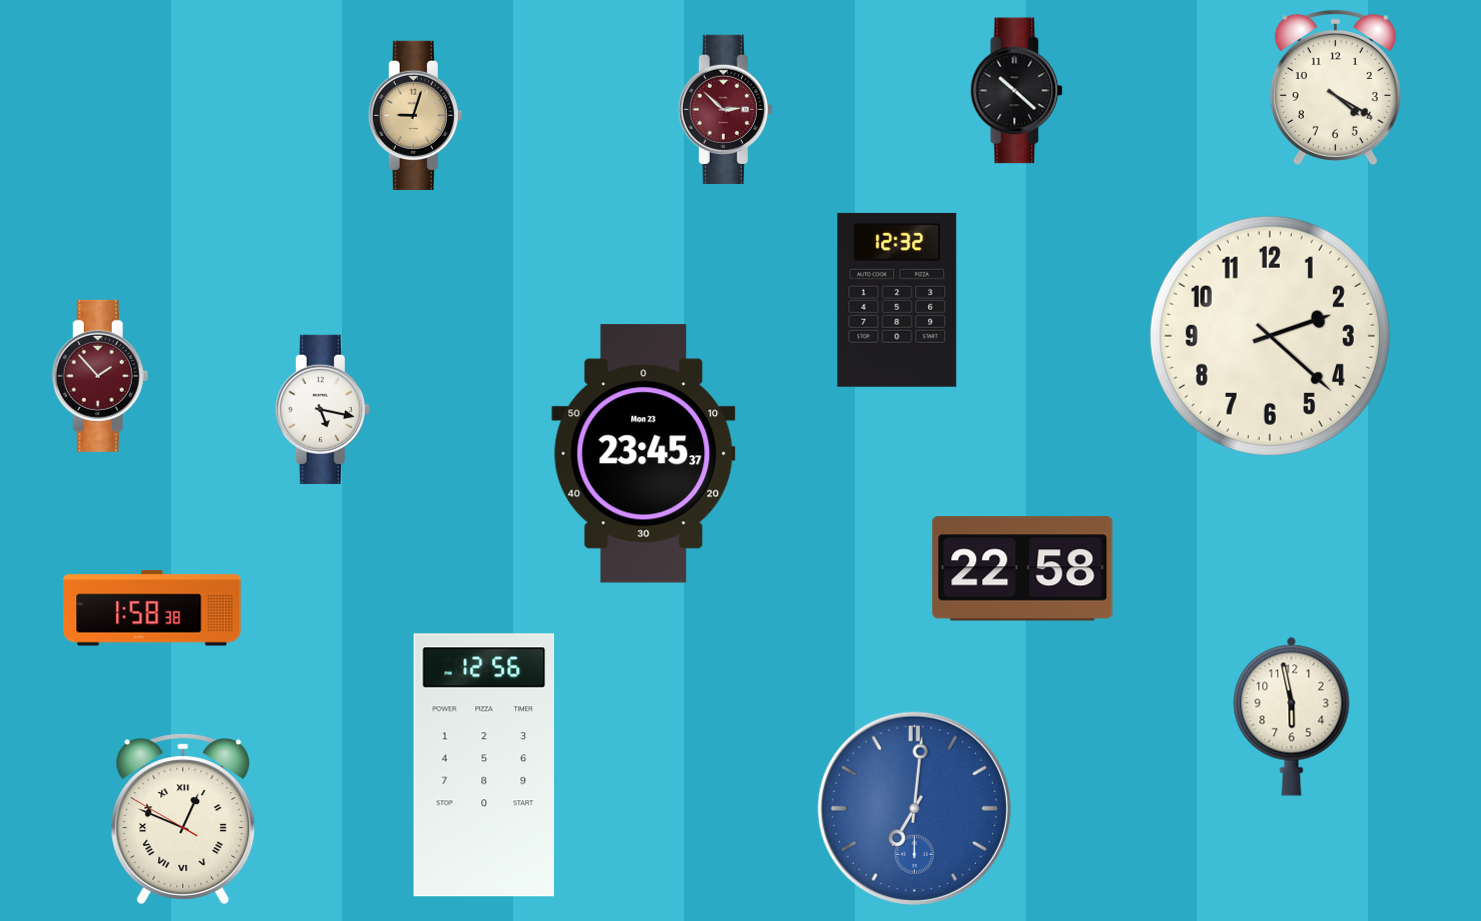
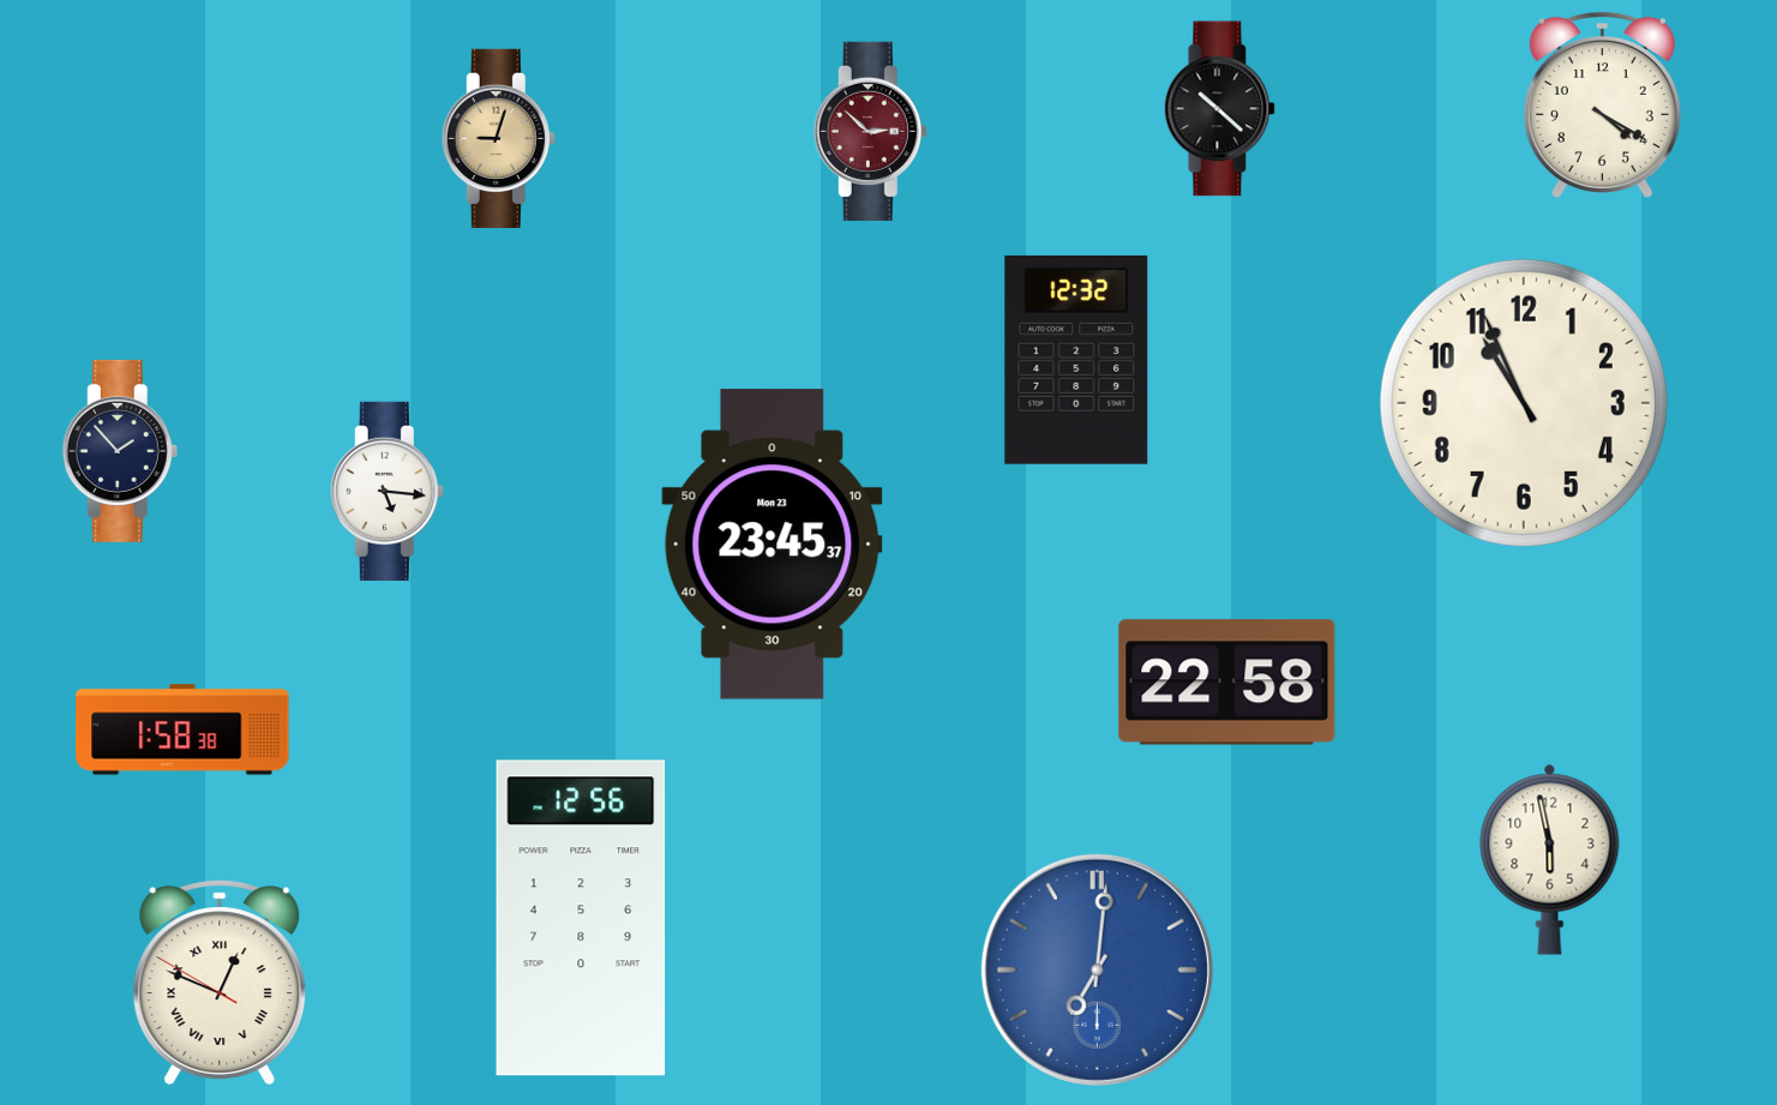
clock at (1270, 336): 2:22 -> 10:56
clock at (100, 376) dial: burgundy -> navy
clock at (322, 409): 5:17 -> 5:16
